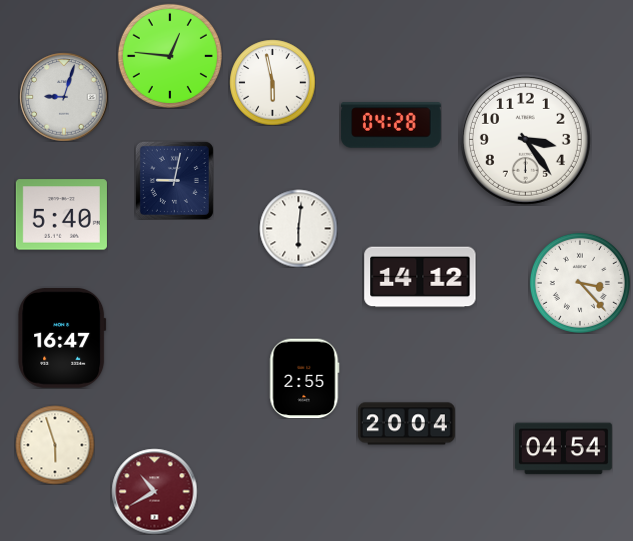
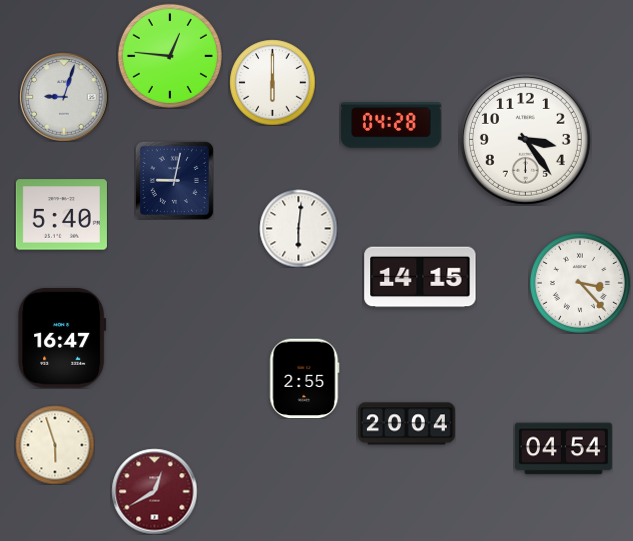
clock at (272, 82): 5:58 -> 6:00
clock at (420, 277): 14:12 -> 14:15
clock at (154, 491): 10:40 -> 12:40
